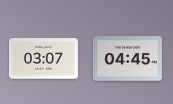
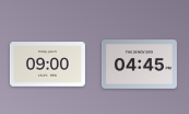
clock at (43, 59): 03:07 -> 09:00
